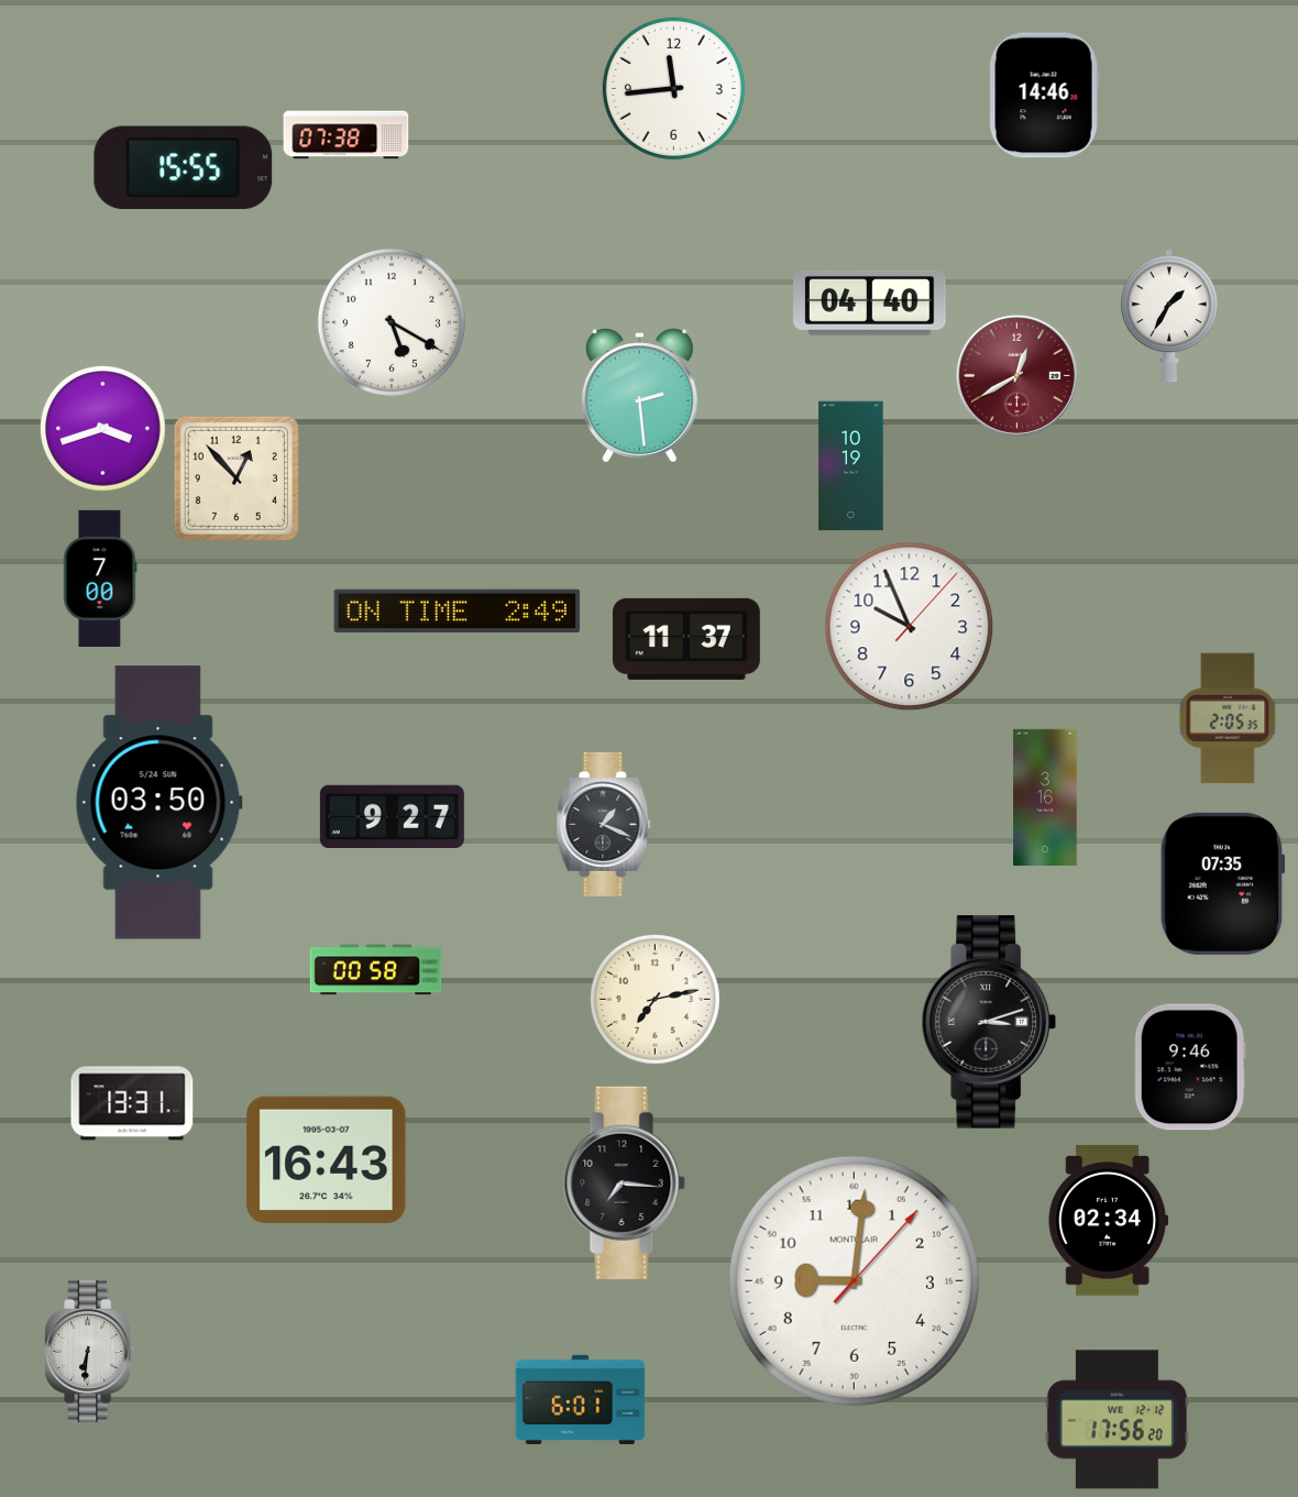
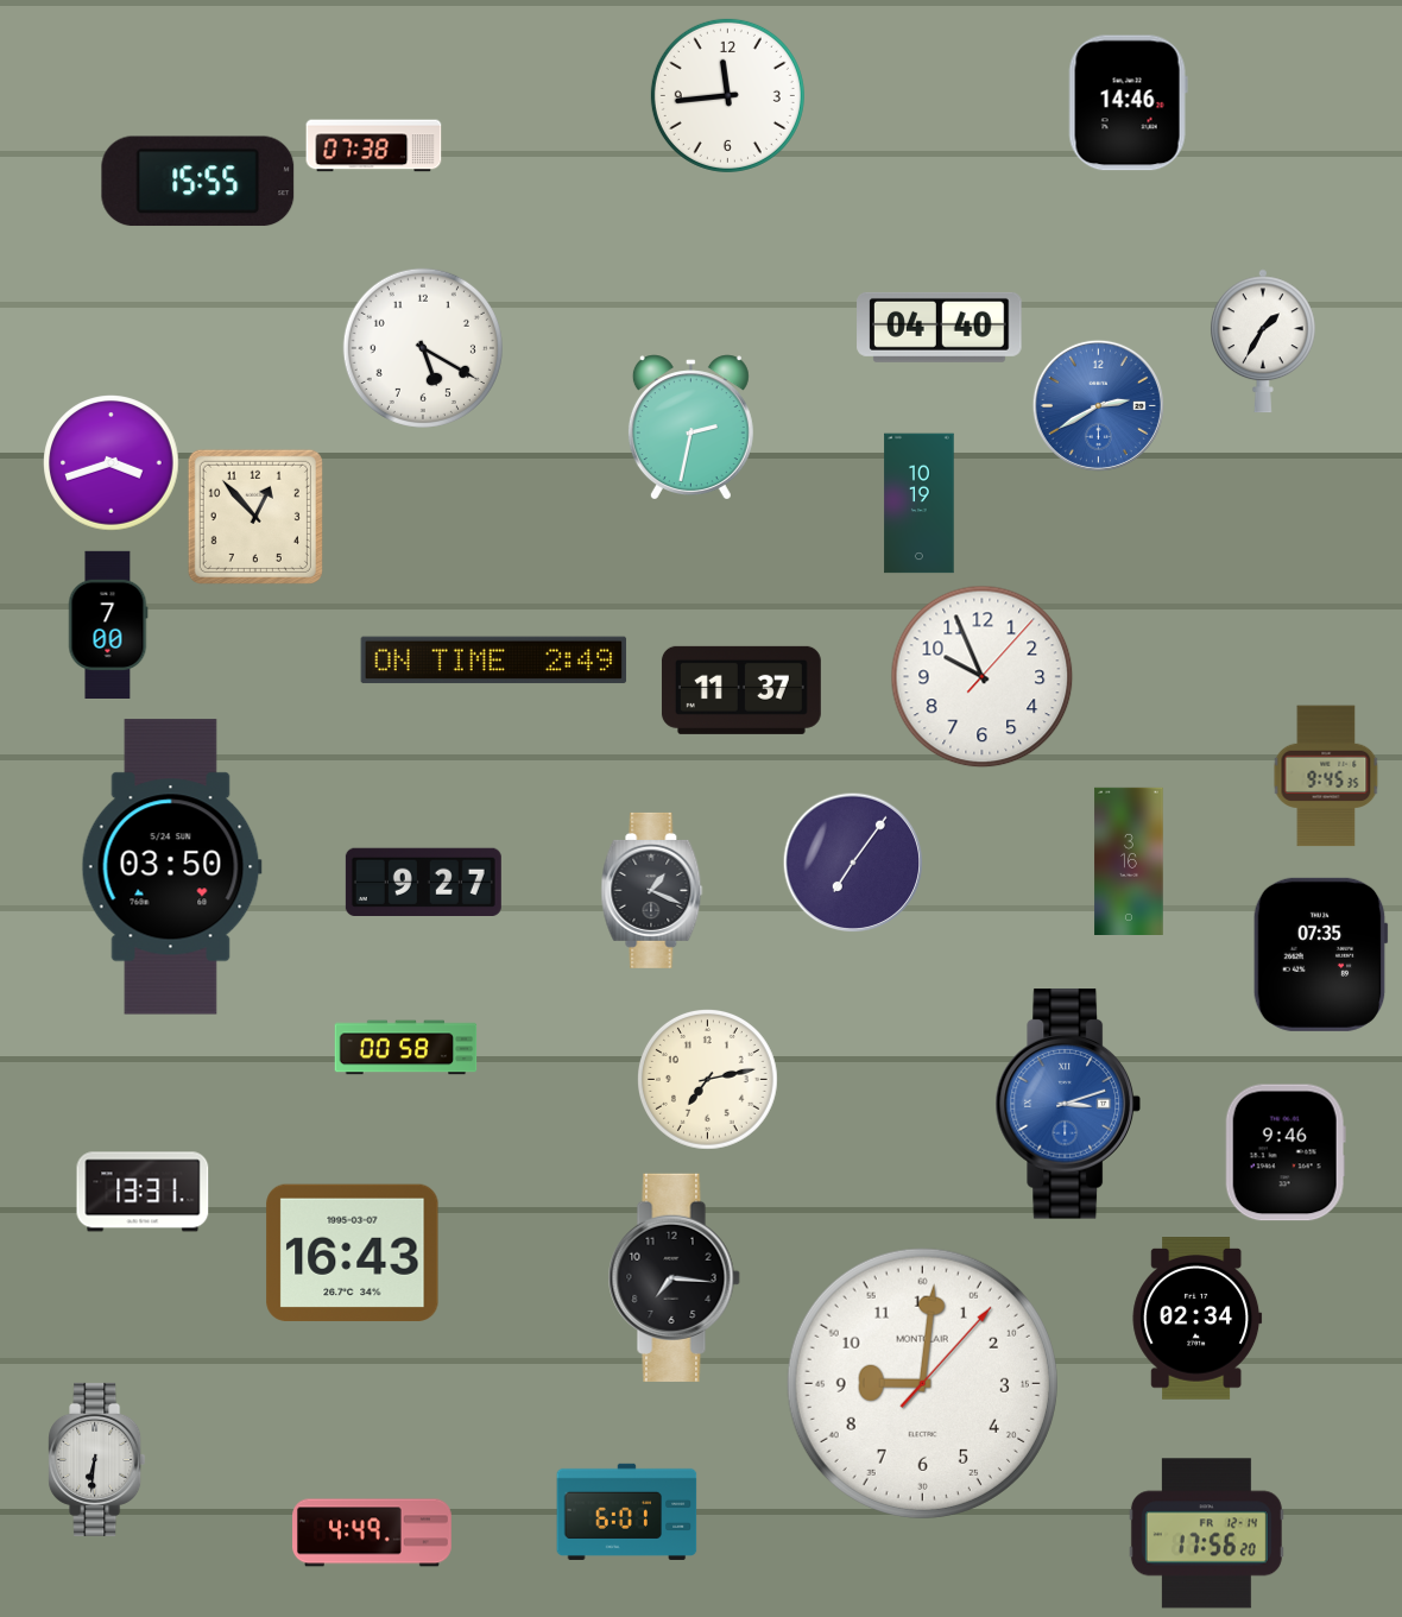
clock at (1016, 375): 12:40 -> 2:40
clock at (1016, 375) dial: burgundy -> blue
clock at (639, 396): 2:29 -> 2:32
clock at (1228, 718): 2:05 -> 9:45
clock at (853, 863): none -> 7:06
clock at (988, 1022) dial: black -> blue
clock at (373, 1533): none -> 4:49
clock at (1116, 1420) date: WE 12-12 -> FR 12-14
